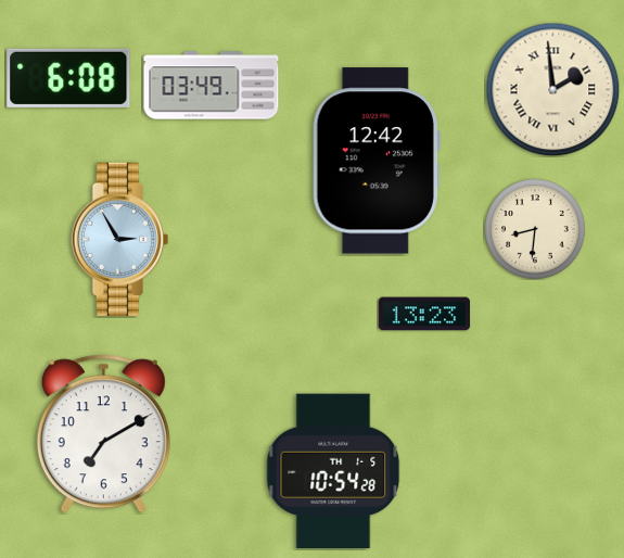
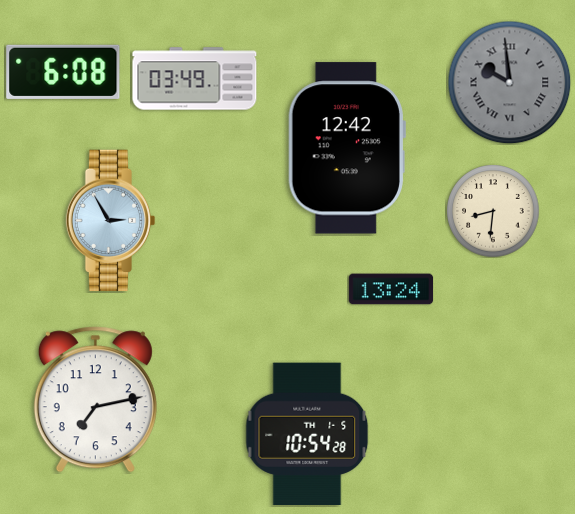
clock at (552, 89): 1:59 -> 9:59
clock at (552, 89) dial: cream -> grey
clock at (424, 314): 13:23 -> 13:24
clock at (103, 434): 7:10 -> 7:13
